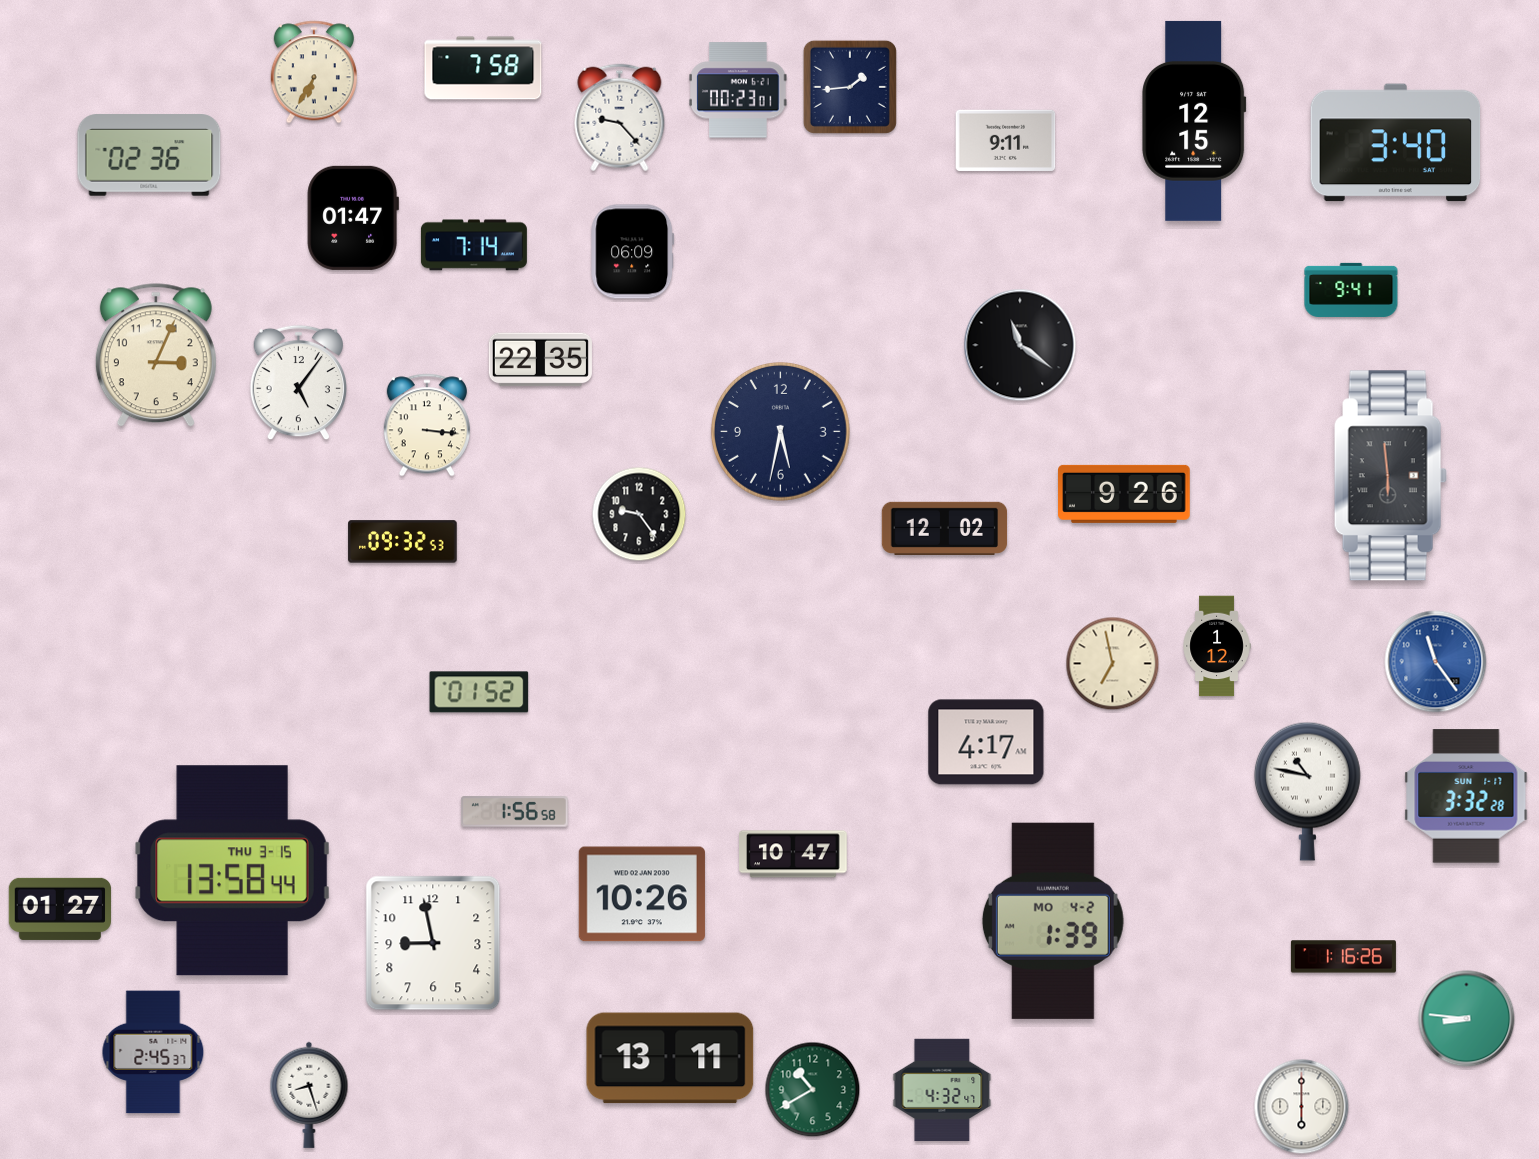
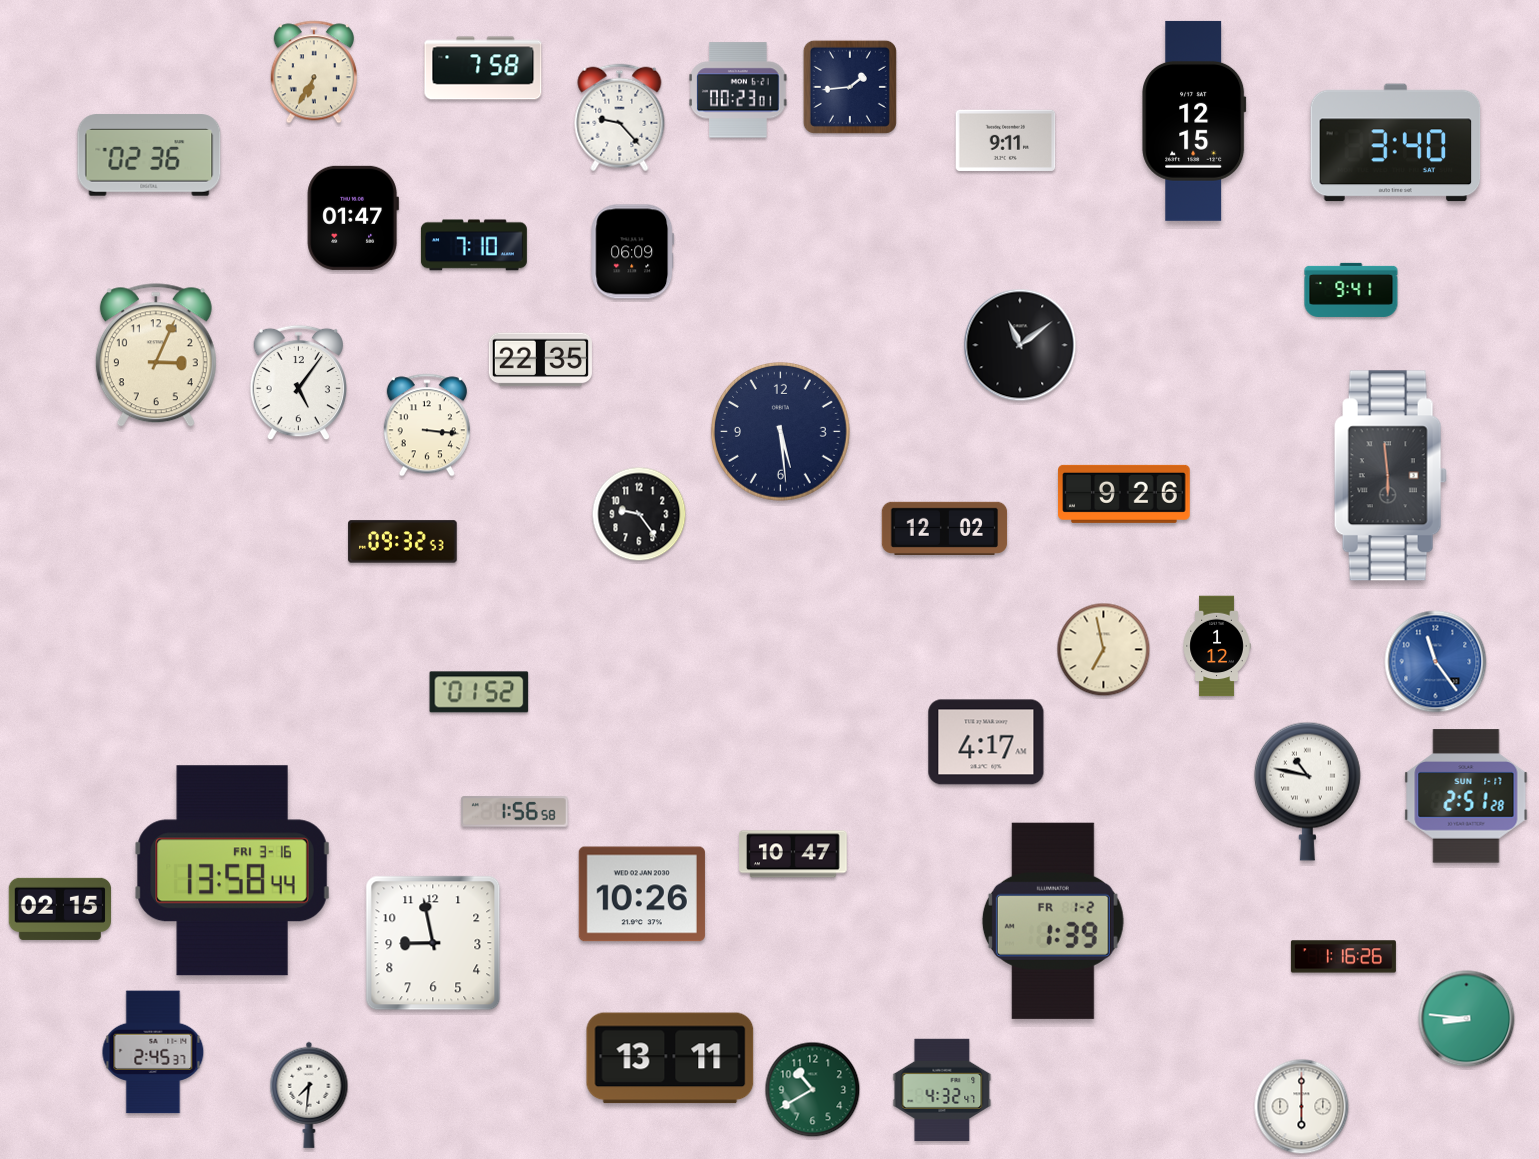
clock at (474, 245): 7:14 -> 7:10
clock at (1020, 345): 11:21 -> 11:09
clock at (780, 431): 5:32 -> 5:29
clock at (1113, 664) position: (1113, 664) -> (1104, 650)
clock at (1466, 796): 3:32 -> 2:51
clock at (233, 871) date: THU 3-15 -> FRI 3-16
clock at (59, 909): 01:27 -> 02:15
clock at (1053, 921) date: MO 4-2 -> FR 1-2
clock at (309, 1095): 8:27 -> 7:31
